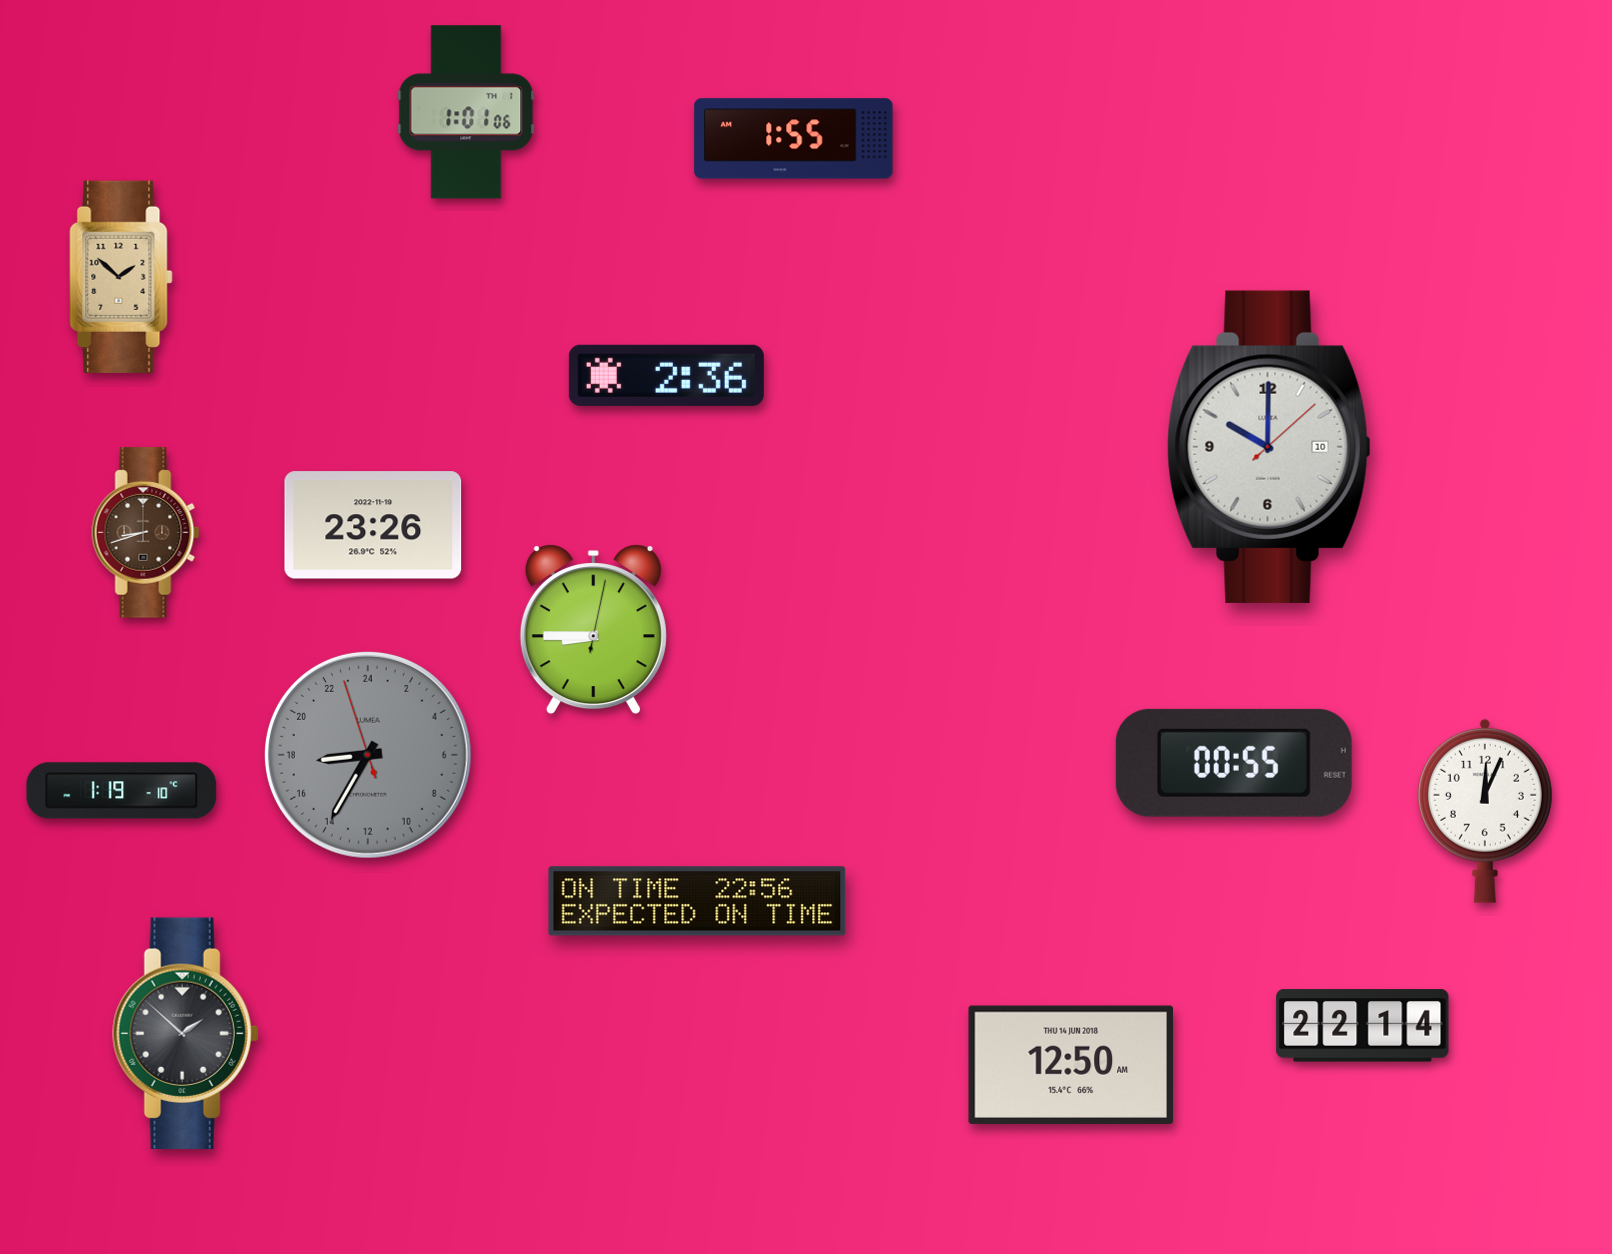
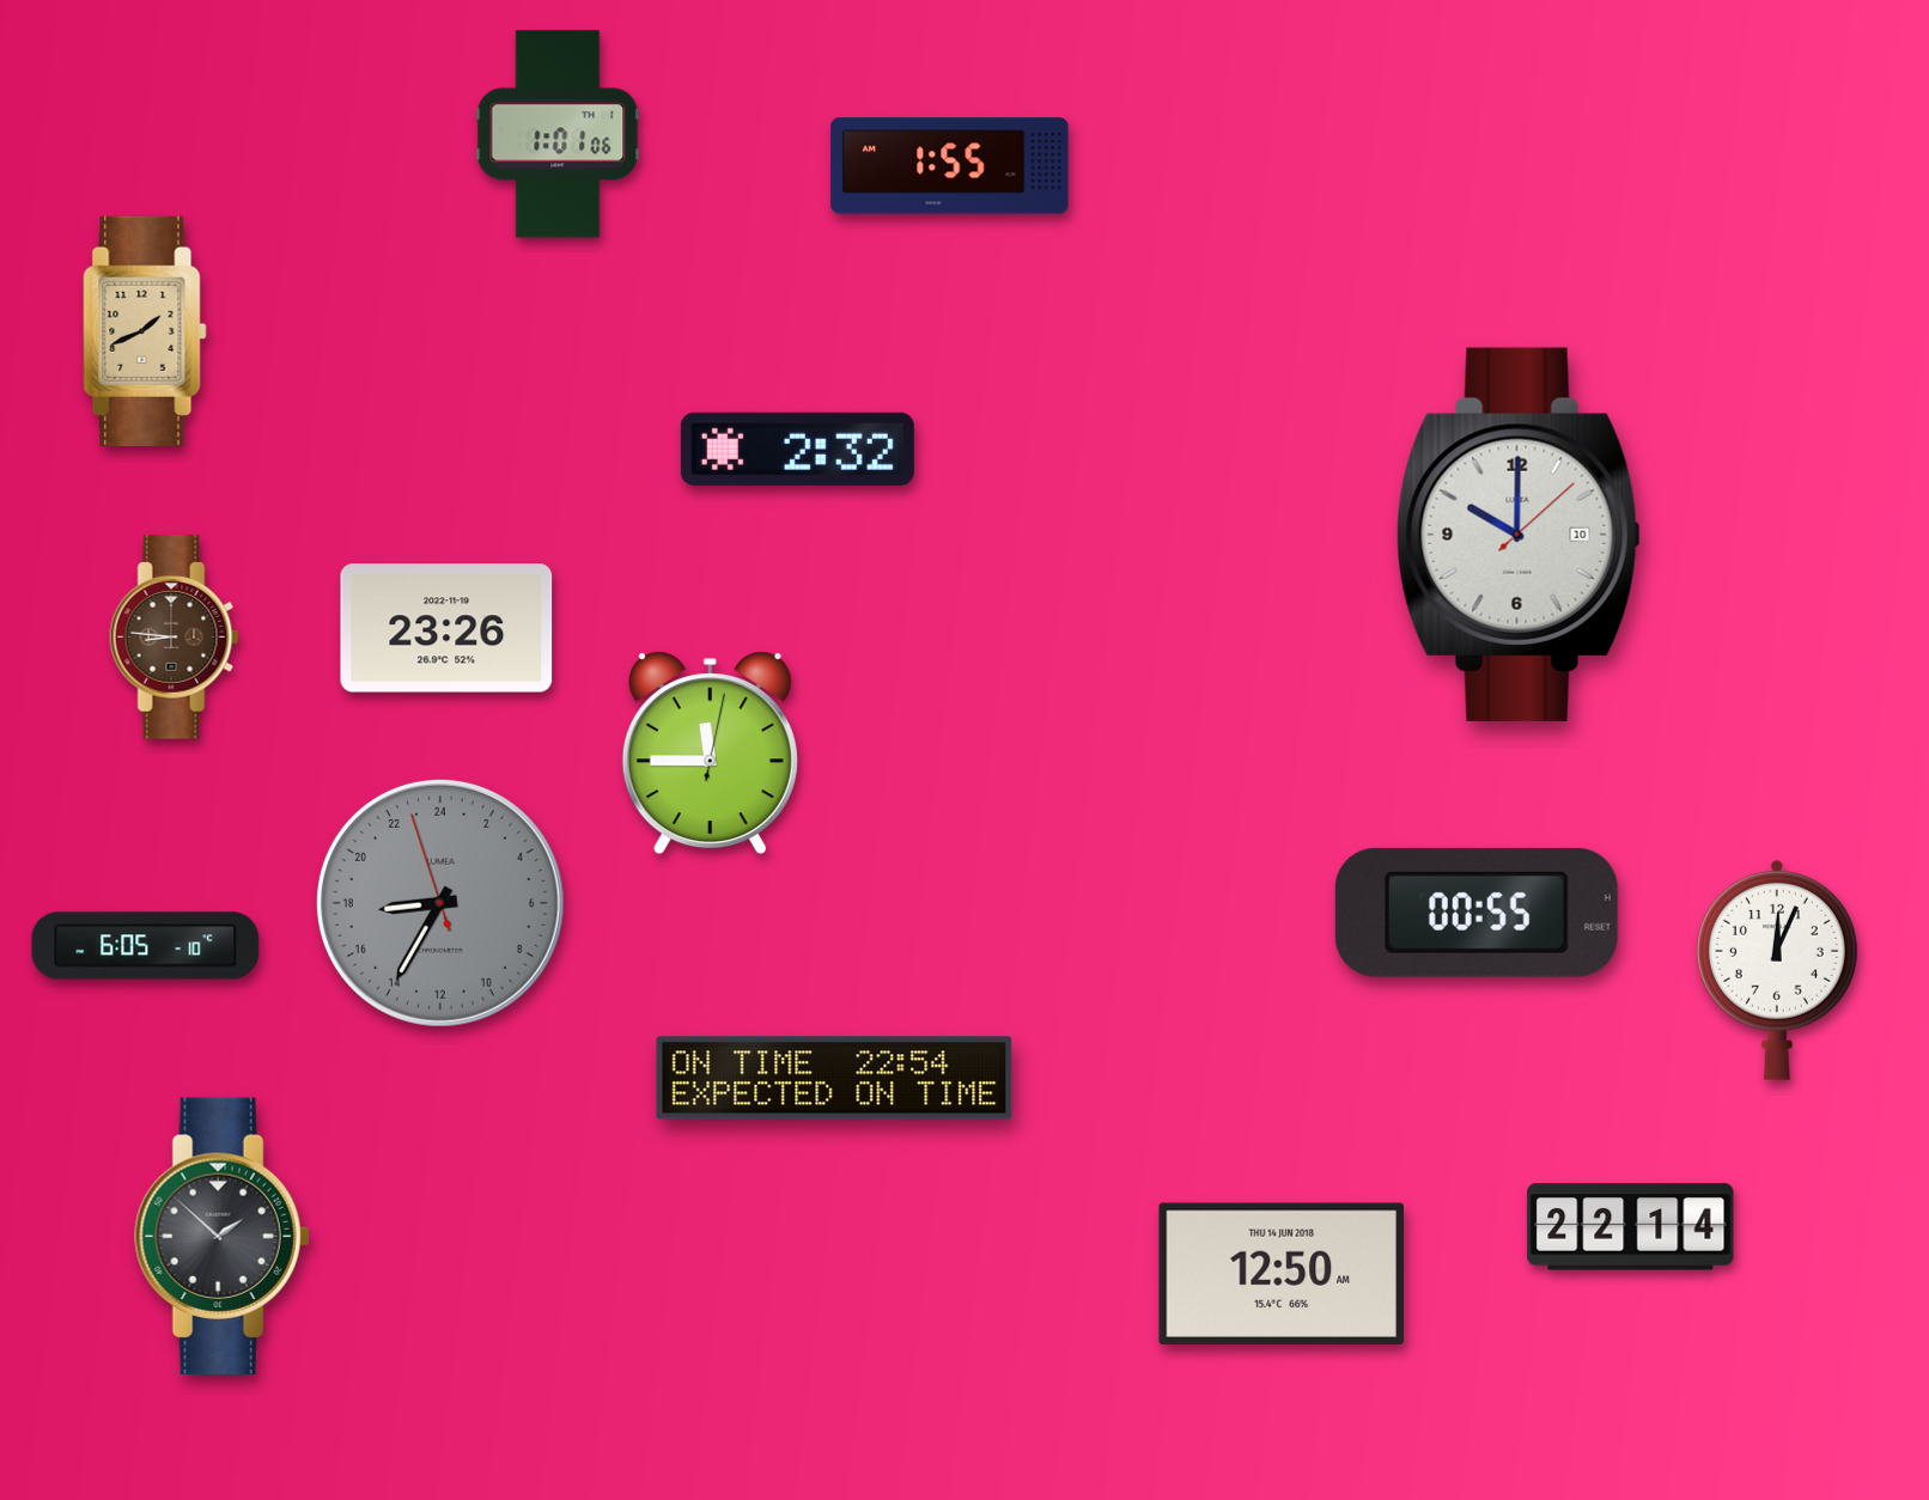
clock at (121, 277): 1:52 -> 1:41
clock at (666, 375): 2:36 -> 2:32
clock at (146, 533): 8:42 -> 8:46
clock at (593, 630): 8:45 -> 11:45
clock at (122, 791): 1:19 -> 6:05
clock at (697, 901): 22:56 -> 22:54
